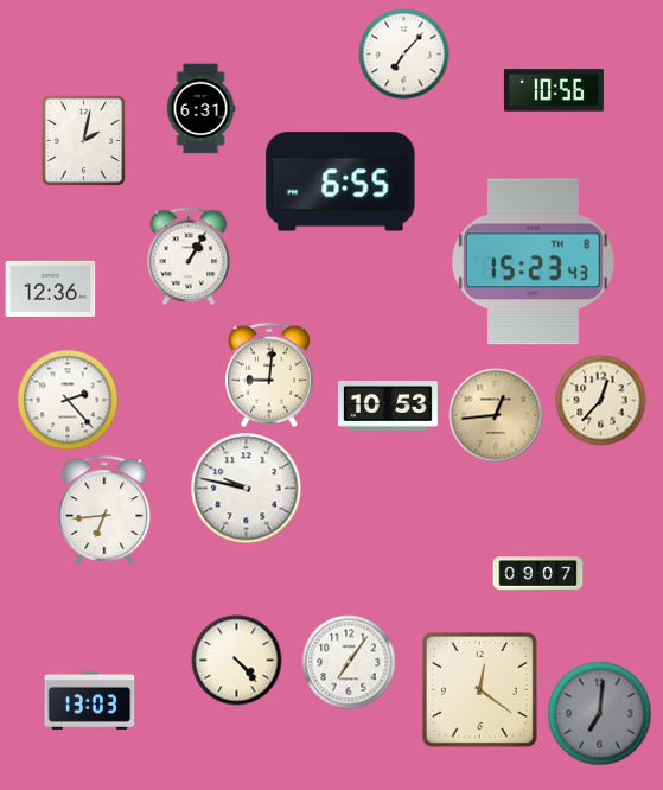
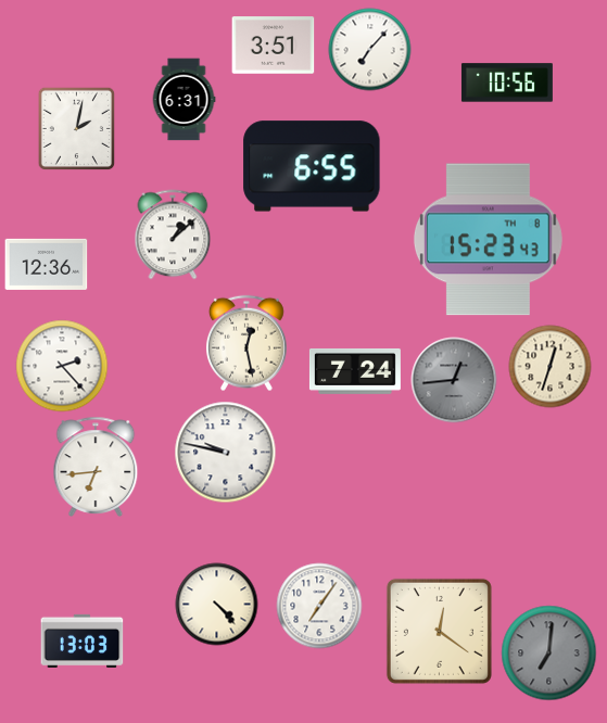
clock at (274, 46): none -> 3:51
clock at (189, 256): 1:05 -> 1:08
clock at (269, 375): 9:01 -> 12:28
clock at (601, 401): 12:37 -> 12:33
clock at (388, 406): 10:53 -> 7:24
clock at (496, 415) dial: champagne -> grey
clock at (247, 489) position: (247, 489) -> (226, 453)
clock at (538, 574): 09:07 -> none
